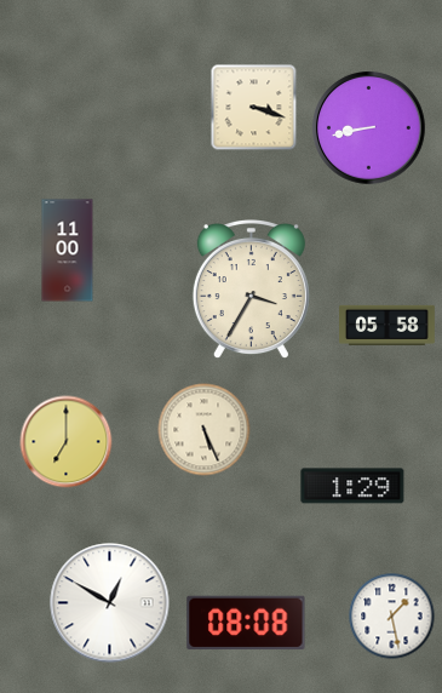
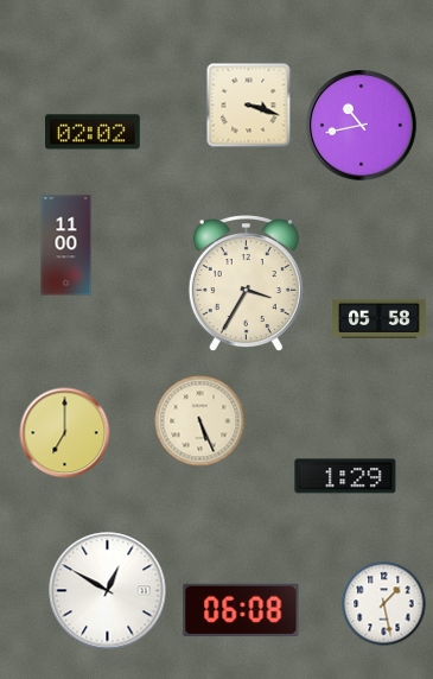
clock at (369, 128): 8:43 -> 10:43
clock at (93, 132): none -> 02:02
clock at (246, 622): 08:08 -> 06:08
